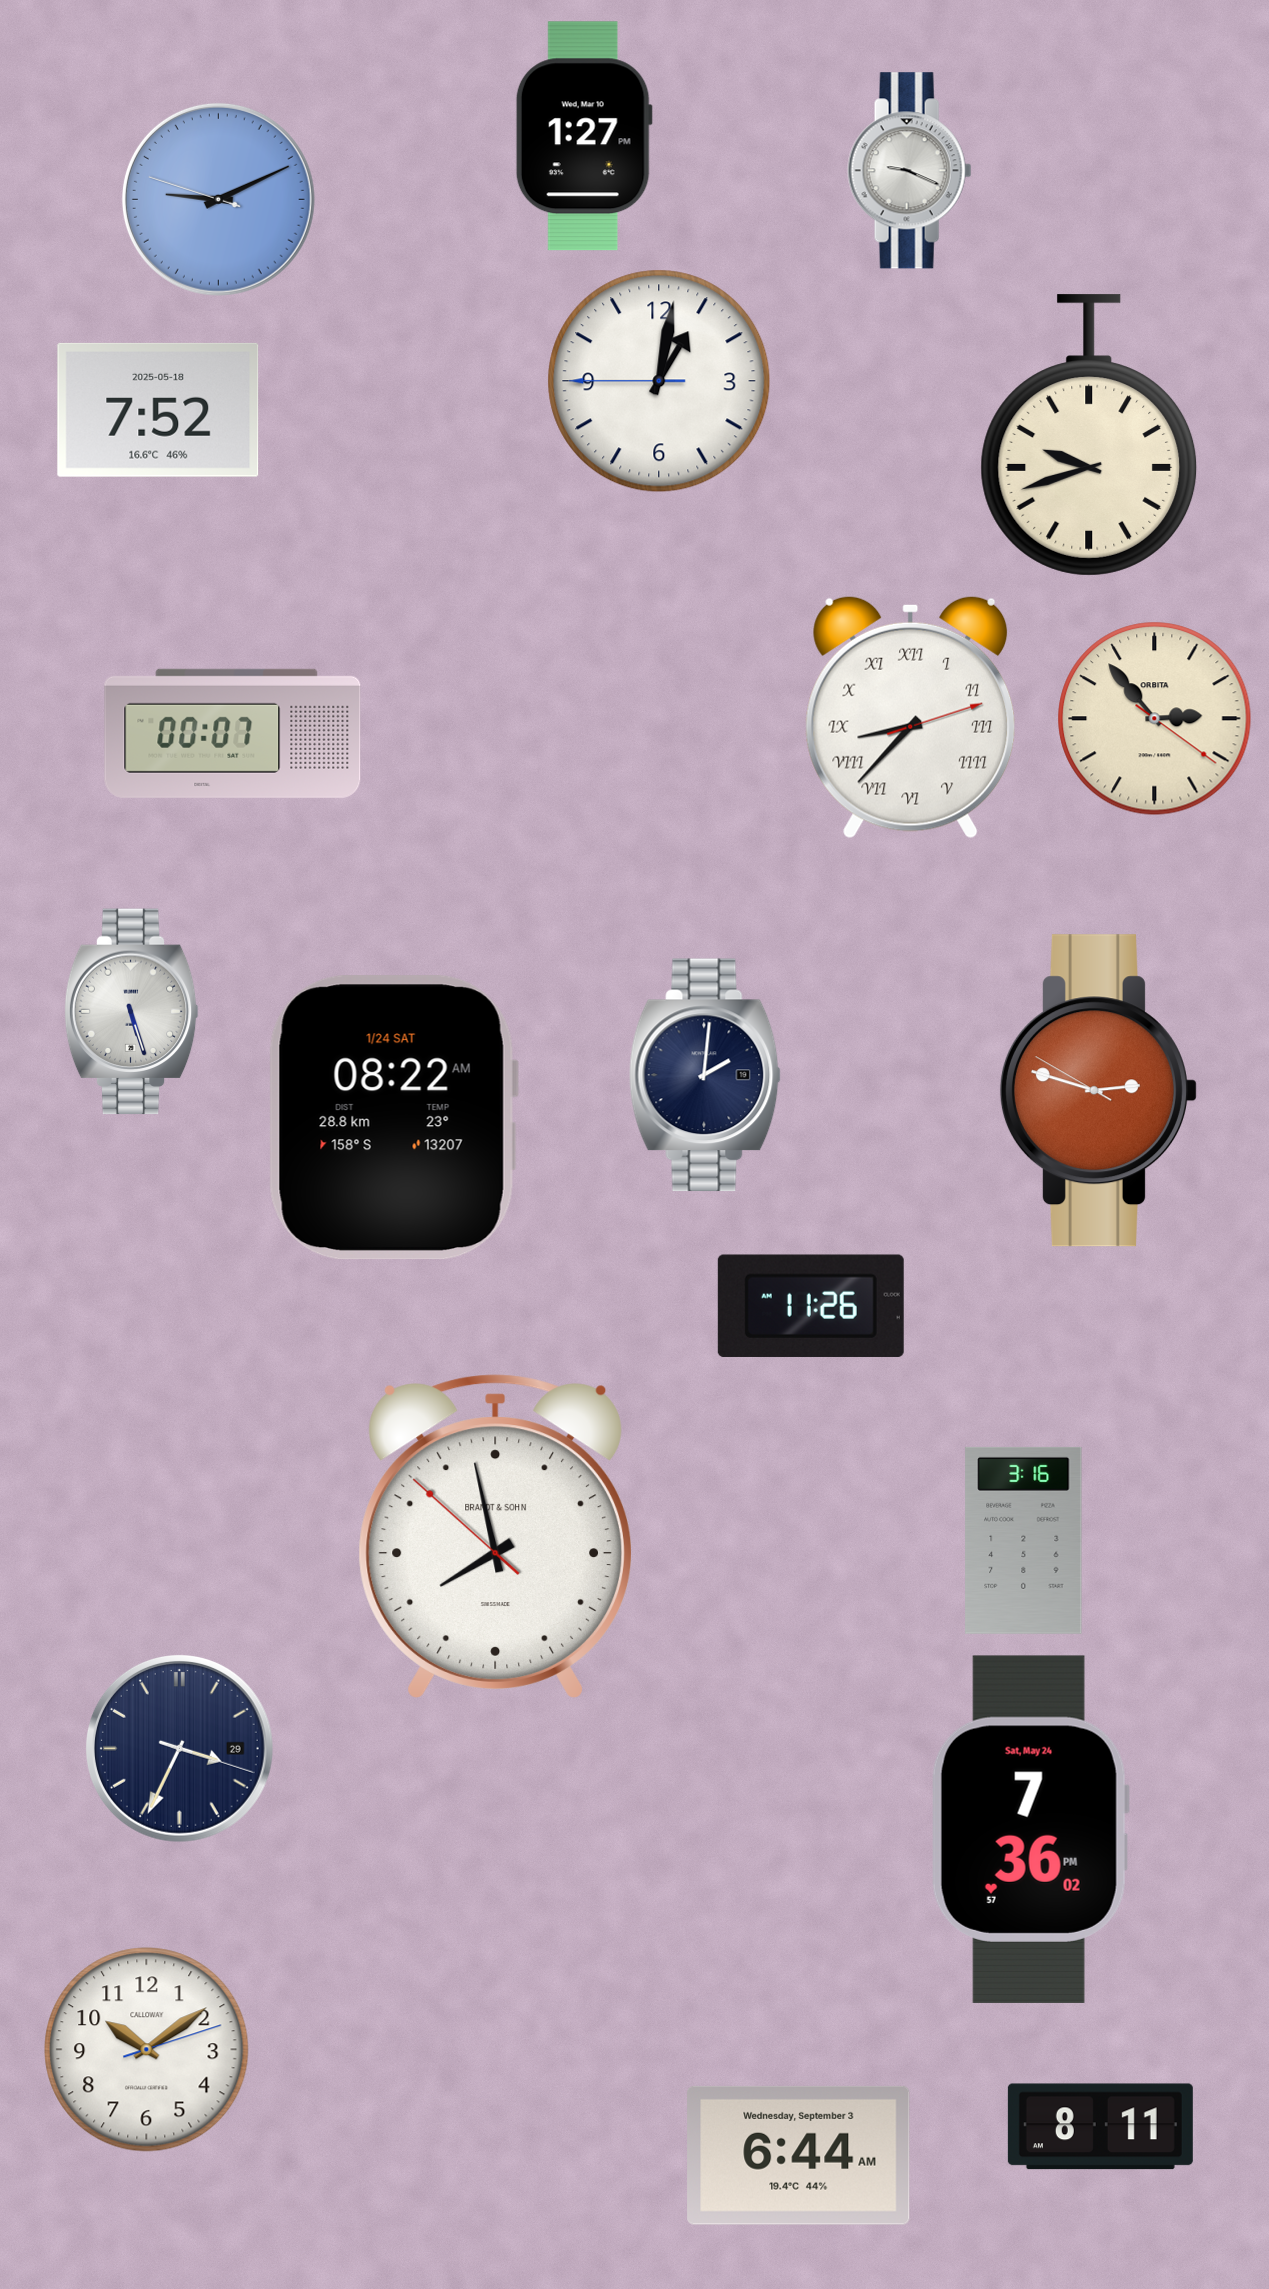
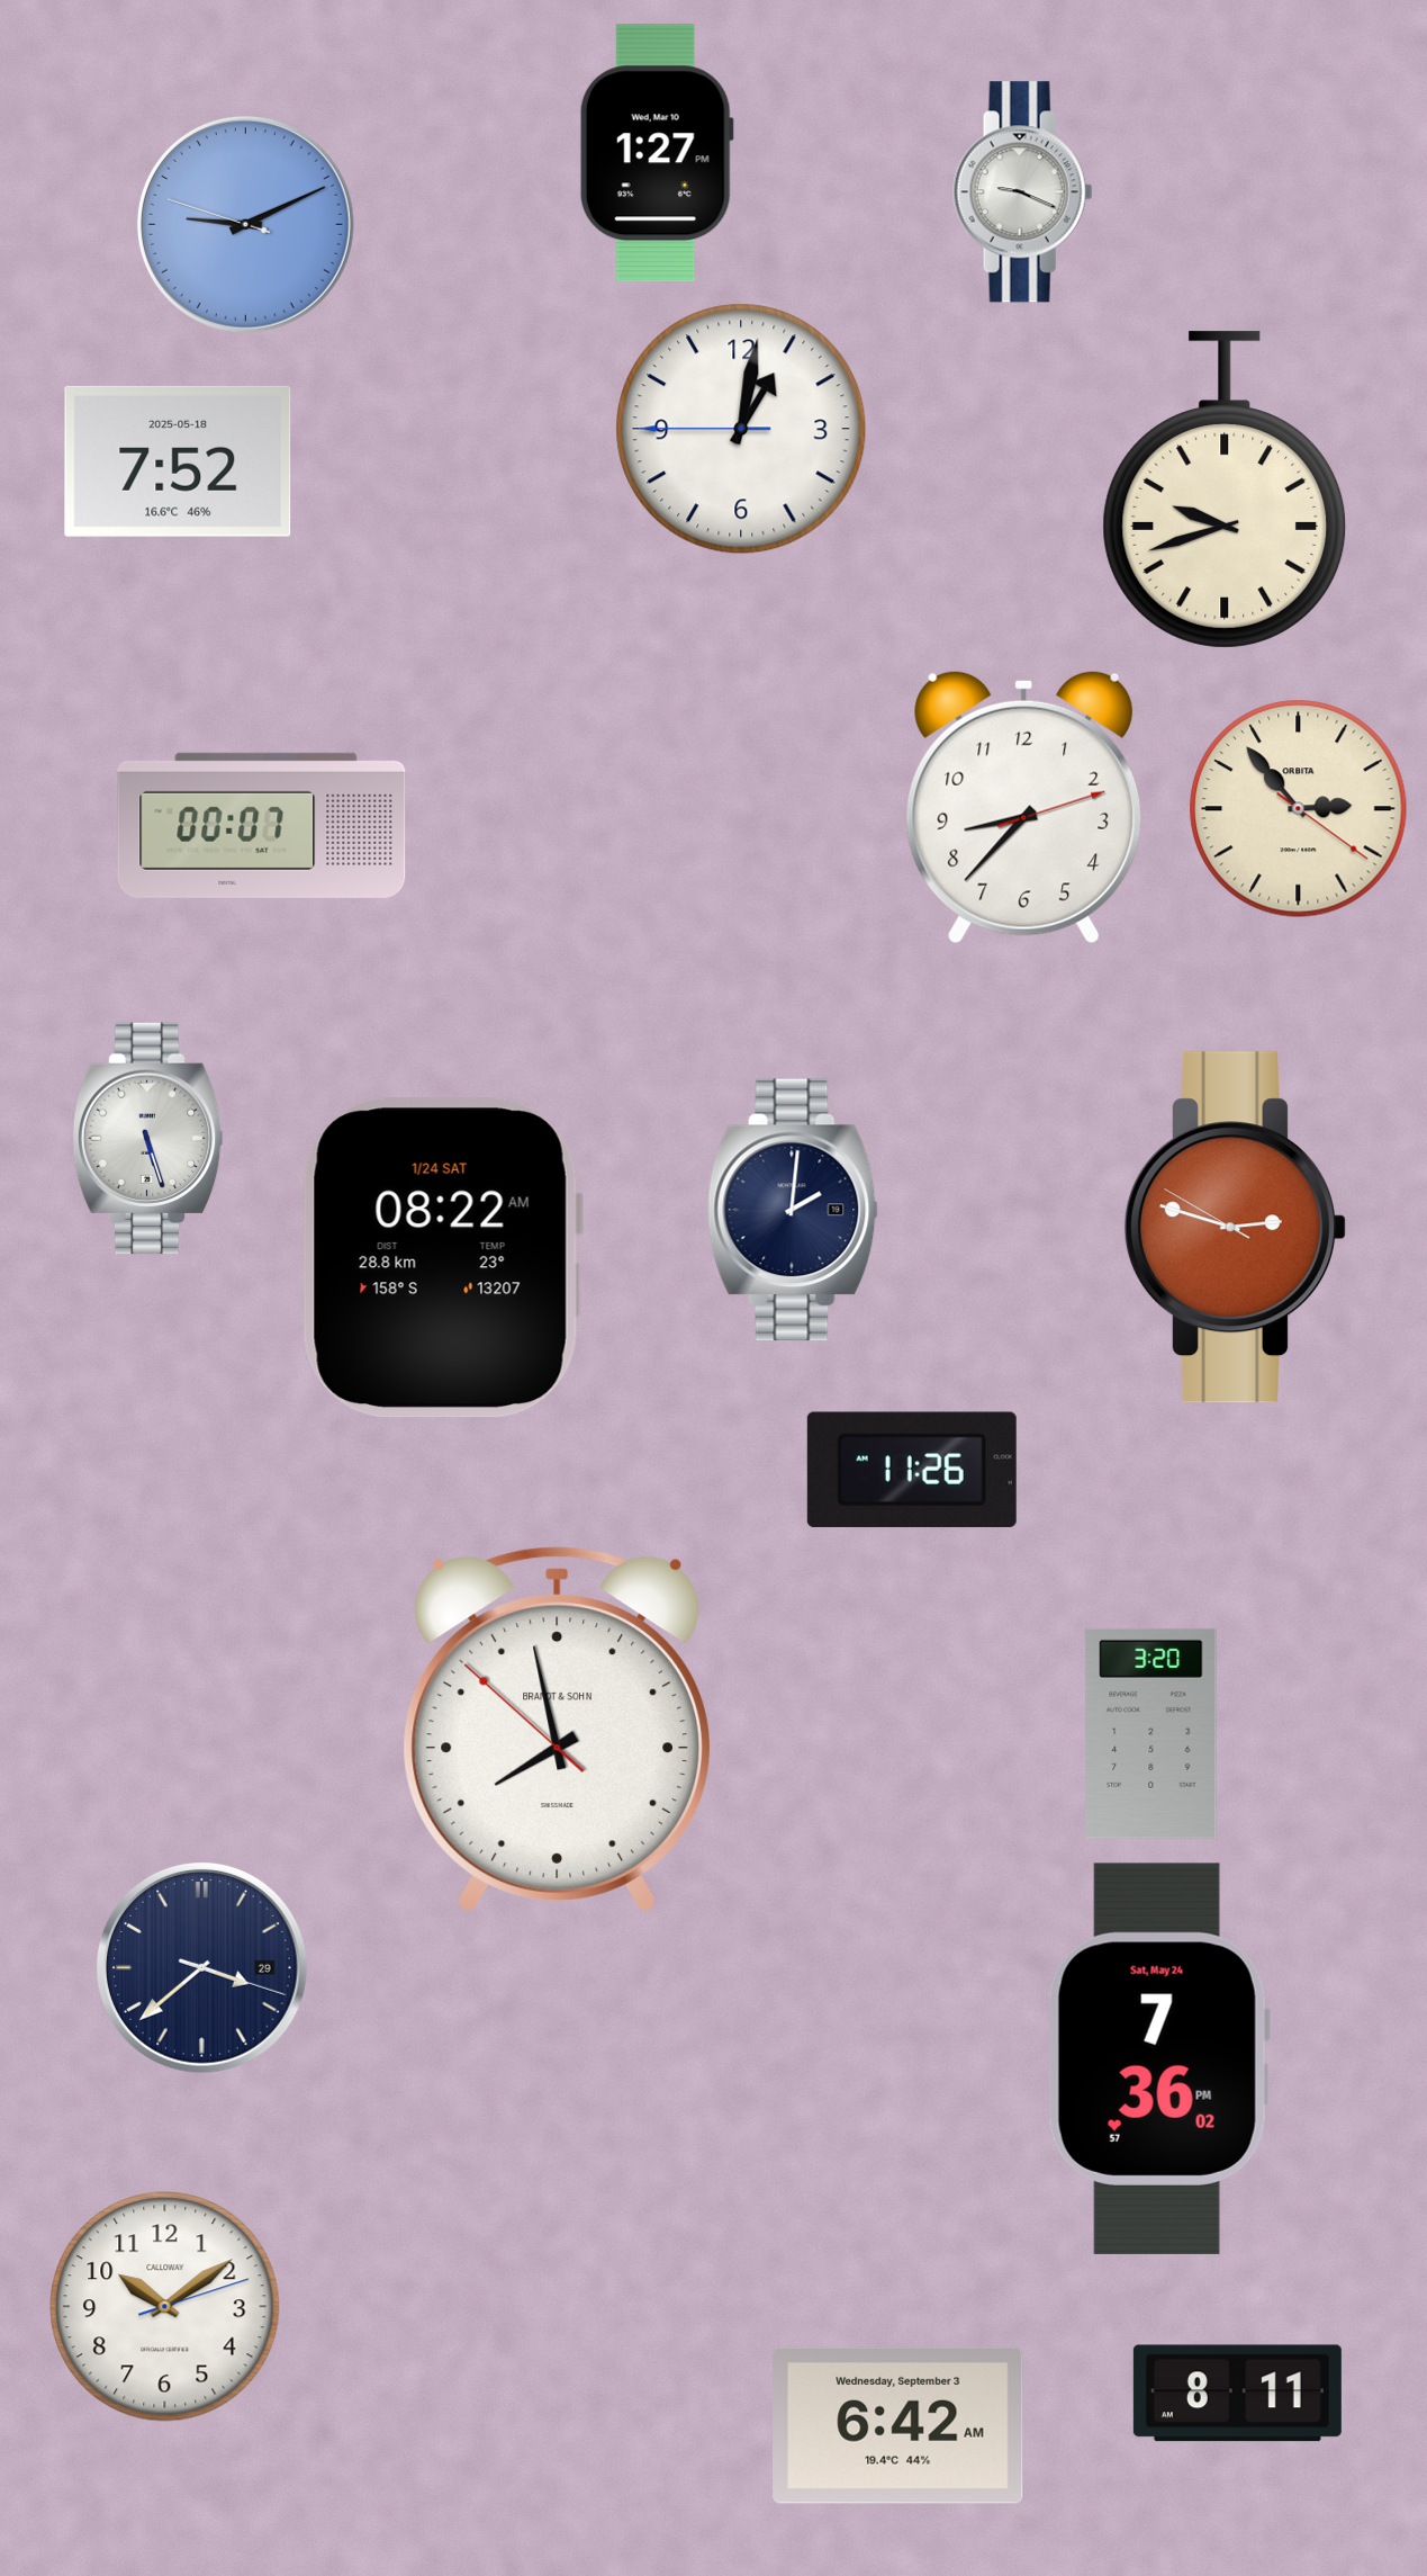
clock at (911, 717) numerals: Roman -> Arabic
clock at (1024, 1540): 3:16 -> 3:20
clock at (179, 1748): 3:34 -> 3:38
clock at (799, 2155): 6:44 -> 6:42
